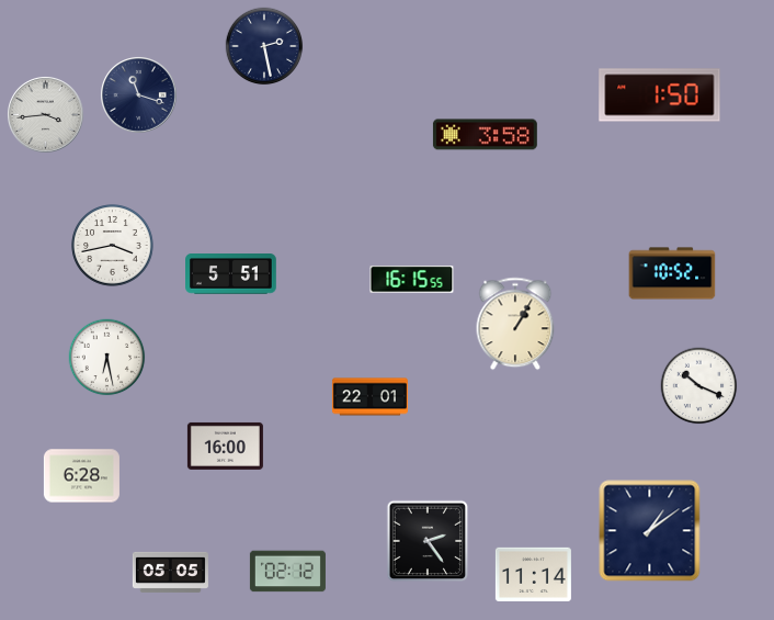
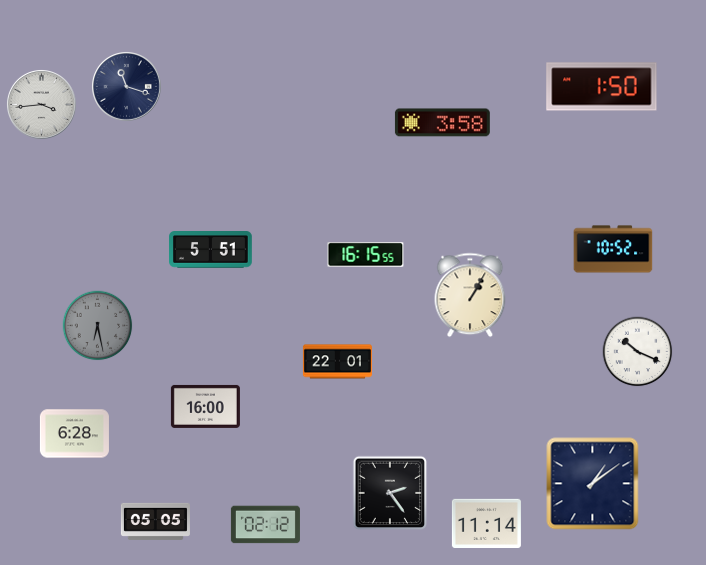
clock at (264, 46): 2:28 -> none
clock at (113, 246): 3:43 -> none
clock at (412, 280) position: (412, 280) -> (366, 255)
clock at (107, 358) dial: white -> grey
clock at (287, 572) position: (287, 572) -> (265, 525)
